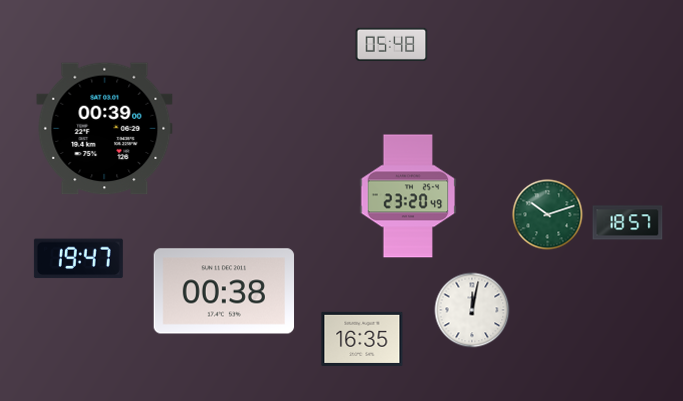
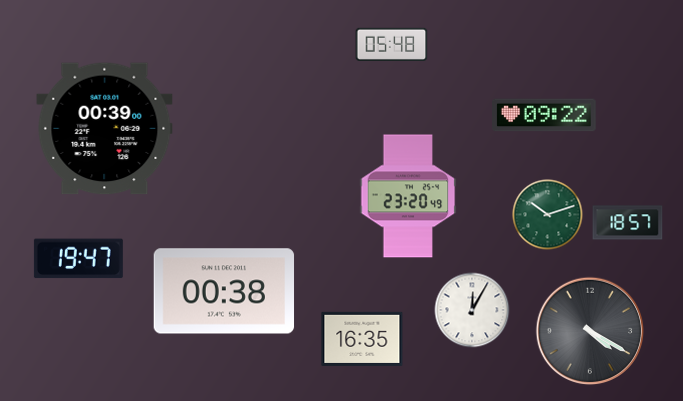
clock at (544, 115): none -> 09:22
clock at (472, 310): 12:02 -> 12:05
clock at (590, 331): none -> 4:20
